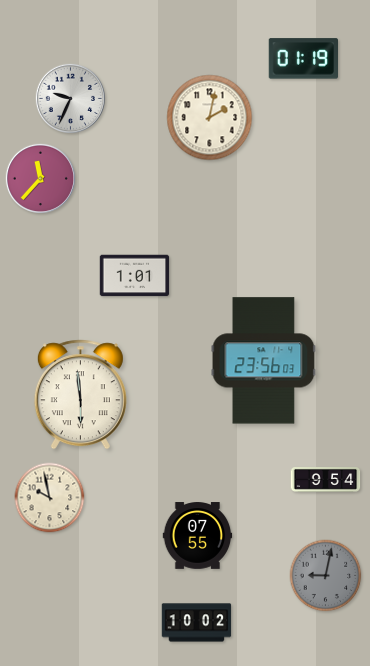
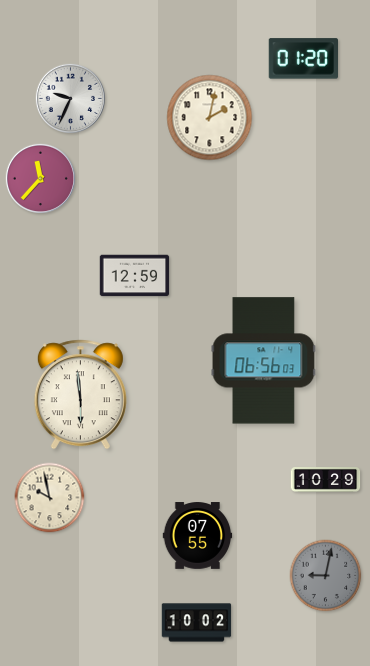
clock at (303, 59): 01:19 -> 01:20
clock at (135, 276): 1:01 -> 12:59
clock at (264, 361): 23:56 -> 06:56
clock at (326, 480): 9:54 -> 10:29
